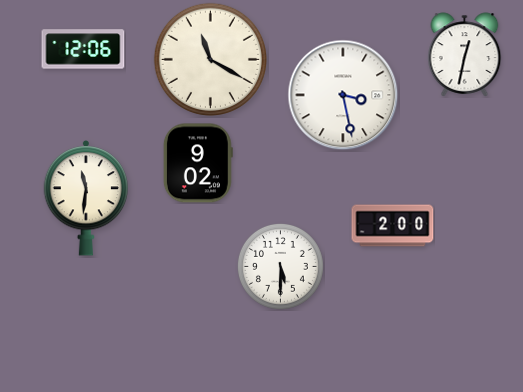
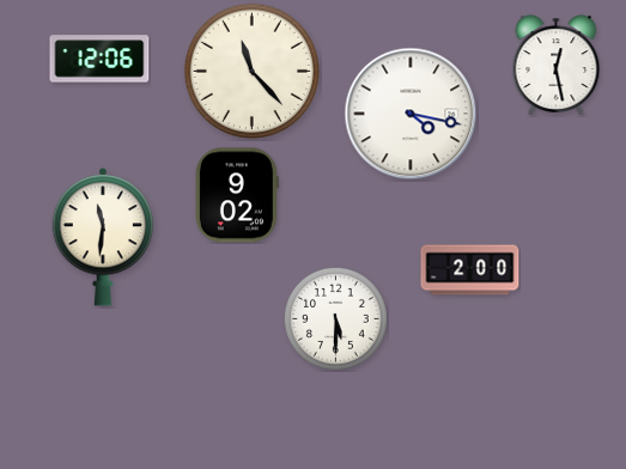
clock at (465, 55): 12:32 -> 12:28
clock at (210, 59): 11:20 -> 11:23
clock at (343, 95): 3:28 -> 4:17
